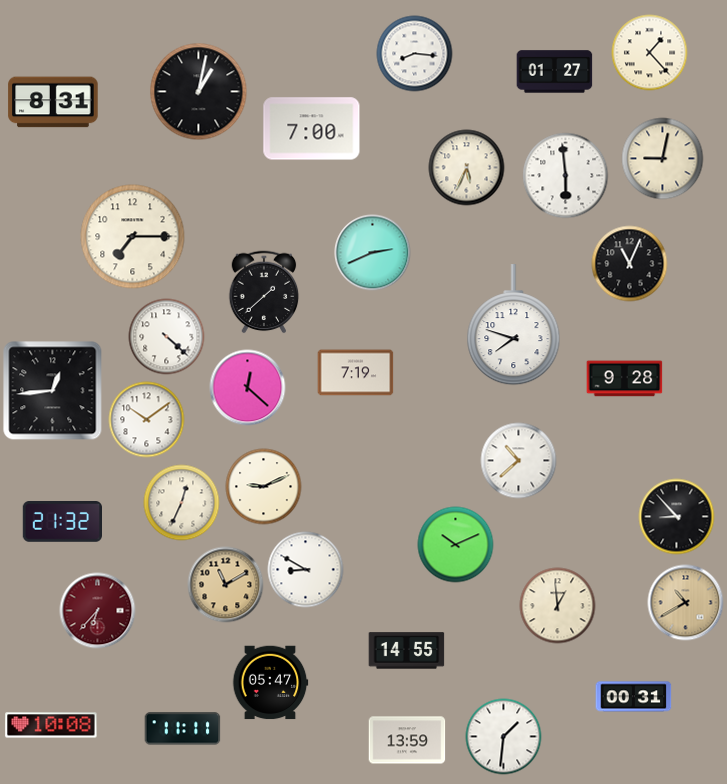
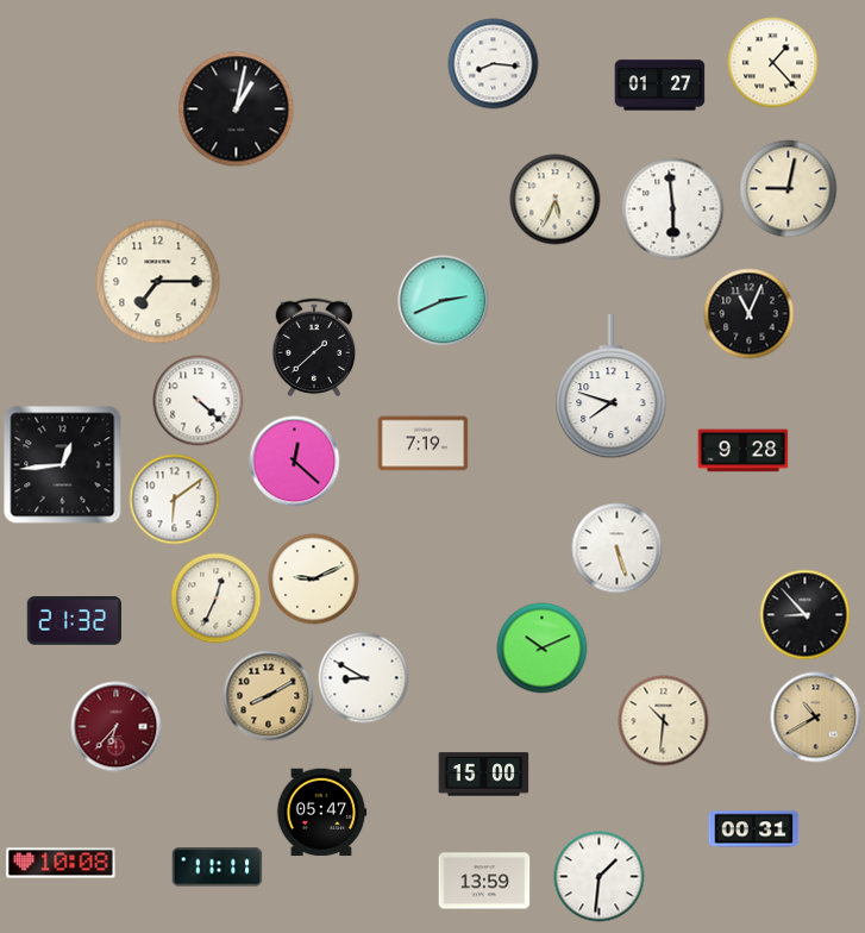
clock at (53, 102): 8:31 -> none
clock at (312, 129): 7:00 -> none
clock at (147, 420): 10:09 -> 6:09
clock at (519, 461): 10:38 -> 5:27
clock at (226, 585): 11:10 -> 8:10
clock at (558, 606): 12:59 -> 10:31
clock at (407, 651): 14:55 -> 15:00
